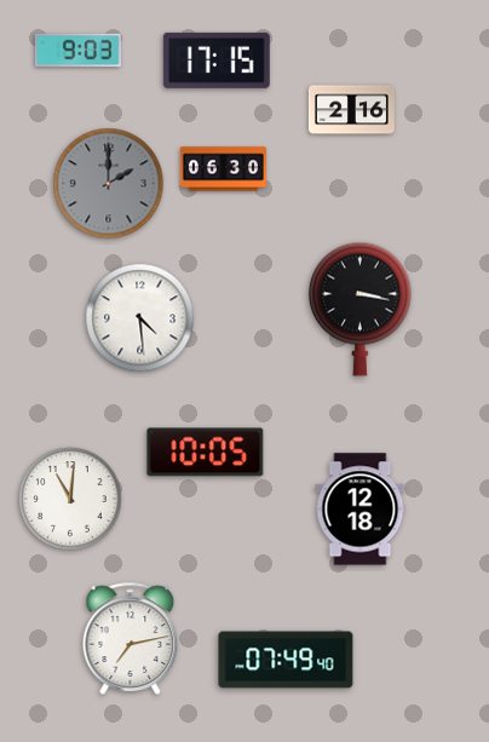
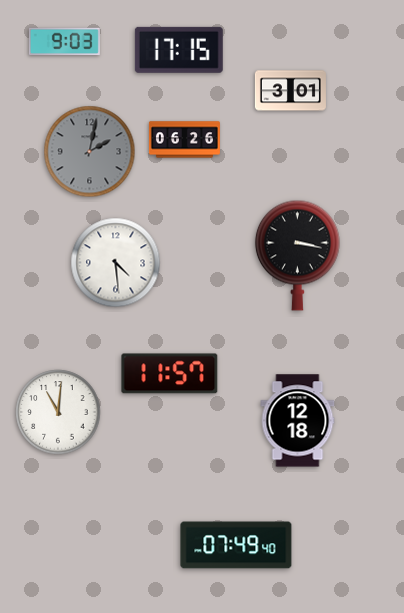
clock at (351, 110): 2:16 -> 3:01
clock at (223, 169): 06:30 -> 06:26
clock at (109, 184): 2:00 -> 2:02
clock at (206, 453): 10:05 -> 11:57
clock at (131, 638): 7:13 -> none
